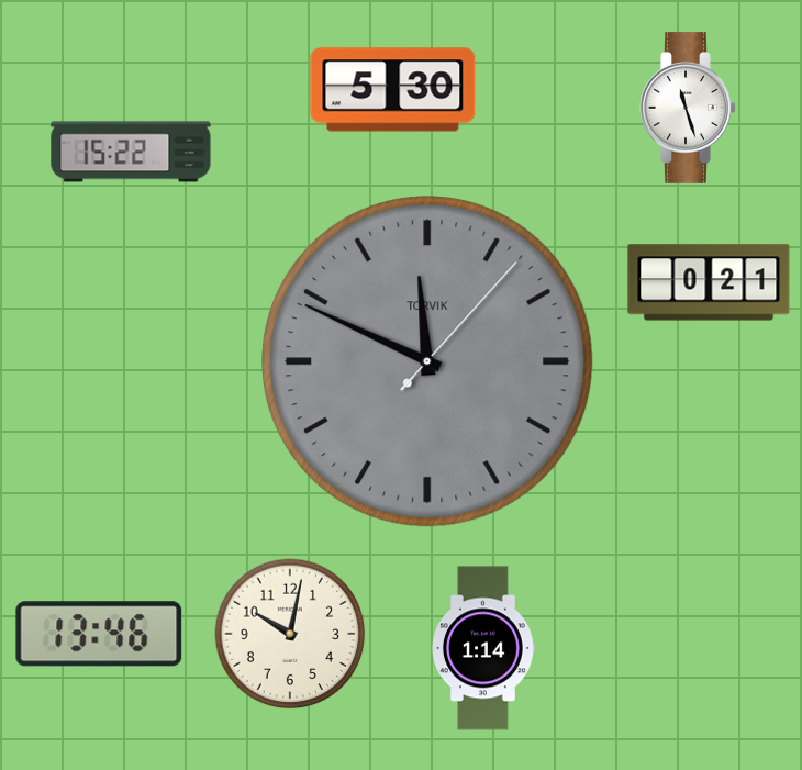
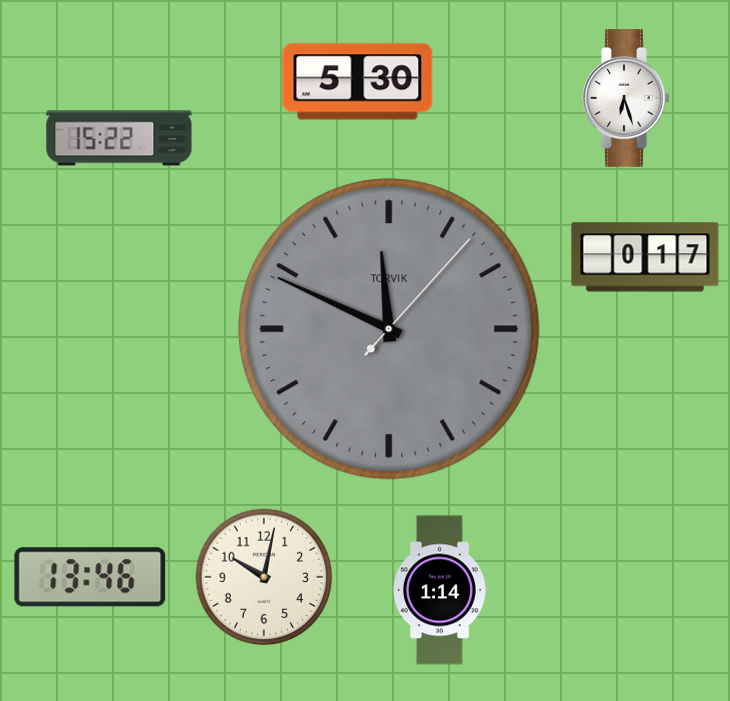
clock at (688, 108): 11:27 -> 6:27
clock at (709, 282): 0:21 -> 0:17
